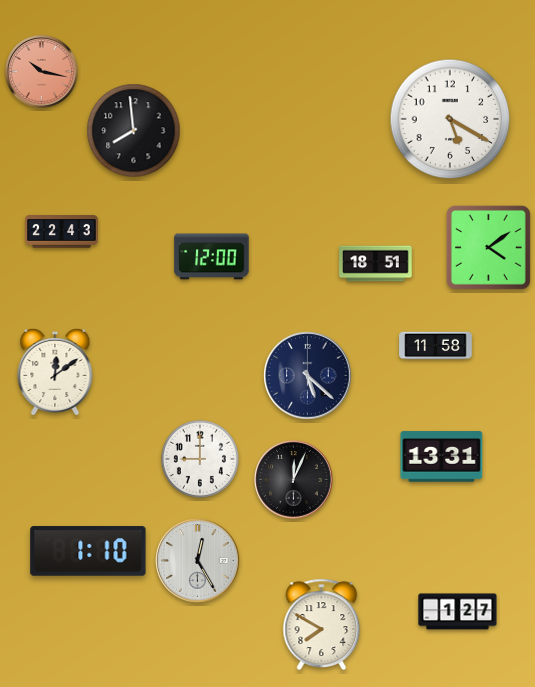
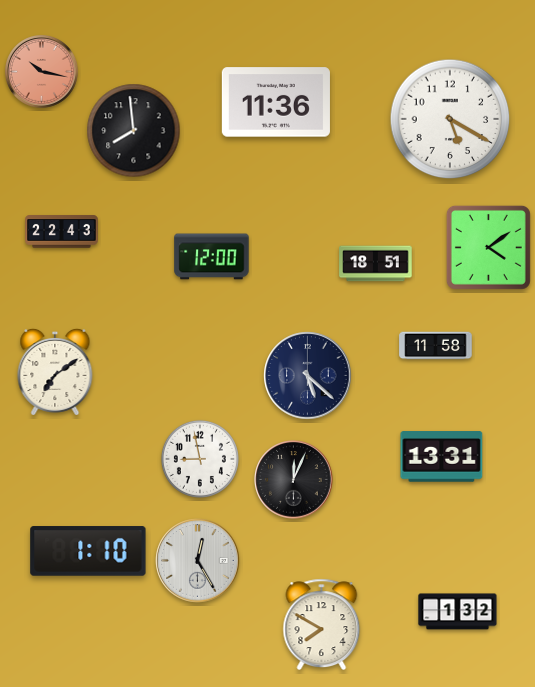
clock at (276, 102): none -> 11:36
clock at (55, 372): 12:09 -> 7:09
clock at (200, 459): 9:00 -> 8:58
clock at (458, 612): 1:27 -> 1:32
